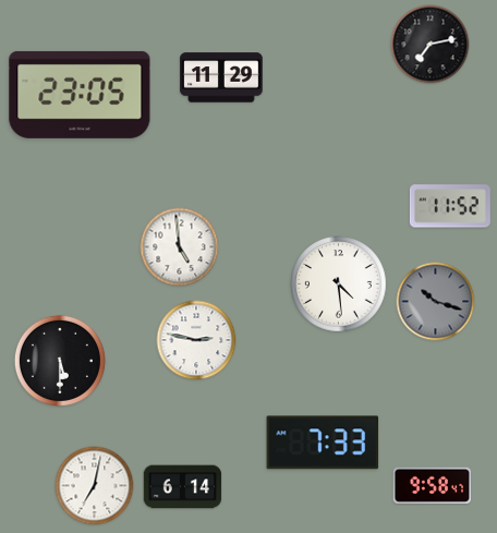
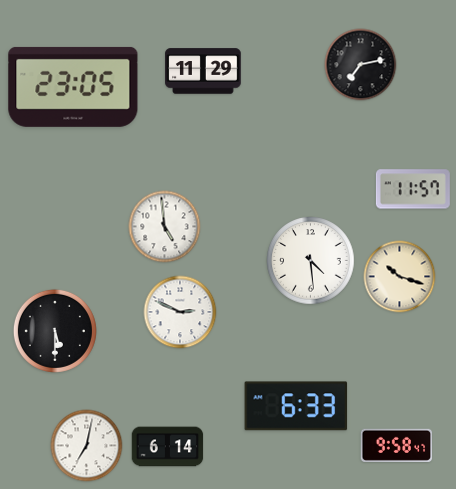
clock at (431, 45) position: (431, 45) -> (361, 65)
clock at (450, 206): 11:52 -> 11:57
clock at (436, 302) dial: grey -> cream
clock at (196, 340): 2:47 -> 2:49
clock at (323, 443): 7:33 -> 6:33
